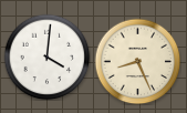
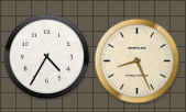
clock at (46, 56): 4:01 -> 4:35
